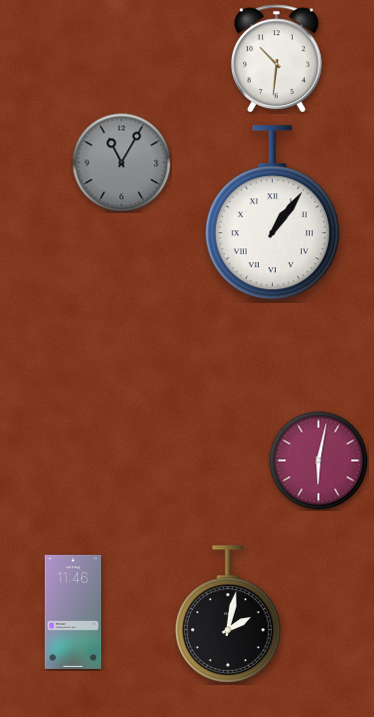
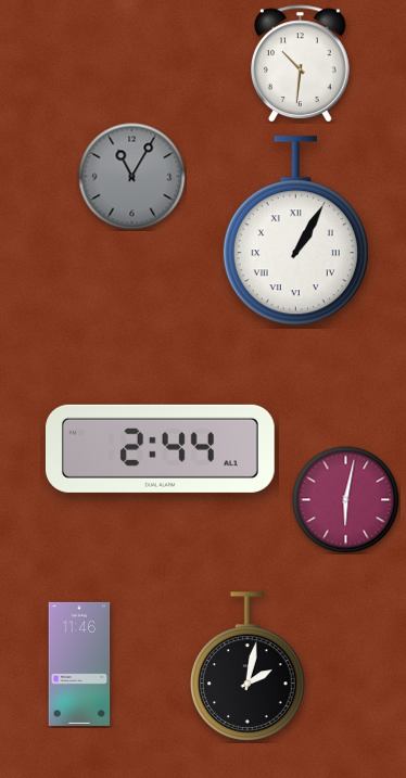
clock at (272, 213): 1:06 -> 1:05
clock at (160, 448): none -> 2:44
